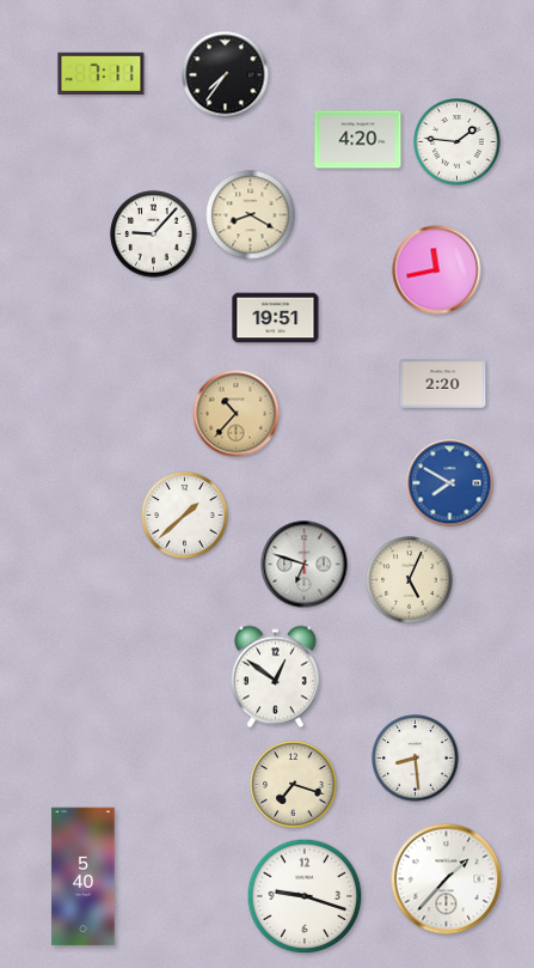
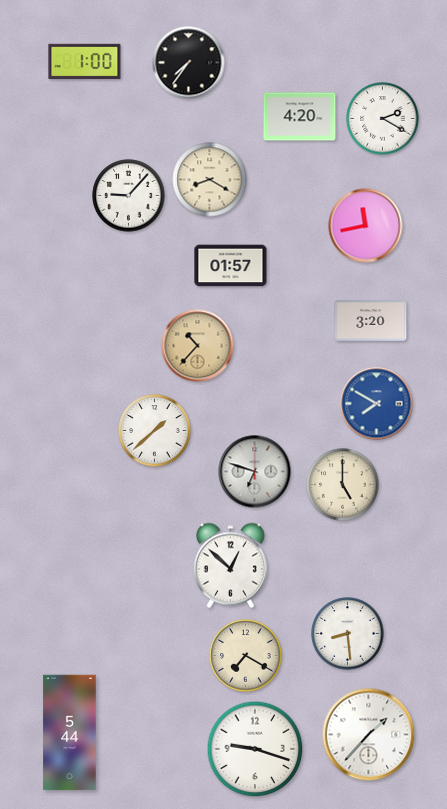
clock at (102, 73): 7:11 -> 1:00
clock at (458, 142): 1:46 -> 2:20
clock at (276, 318): 19:51 -> 01:57
clock at (443, 384): 2:20 -> 3:20
clock at (410, 580): 5:04 -> 5:00
clock at (275, 677): 12:51 -> 12:52
clock at (294, 785): 7:18 -> 7:20
clock at (84, 877): 5:40 -> 5:44
clock at (447, 879) position: (447, 879) -> (369, 735)
